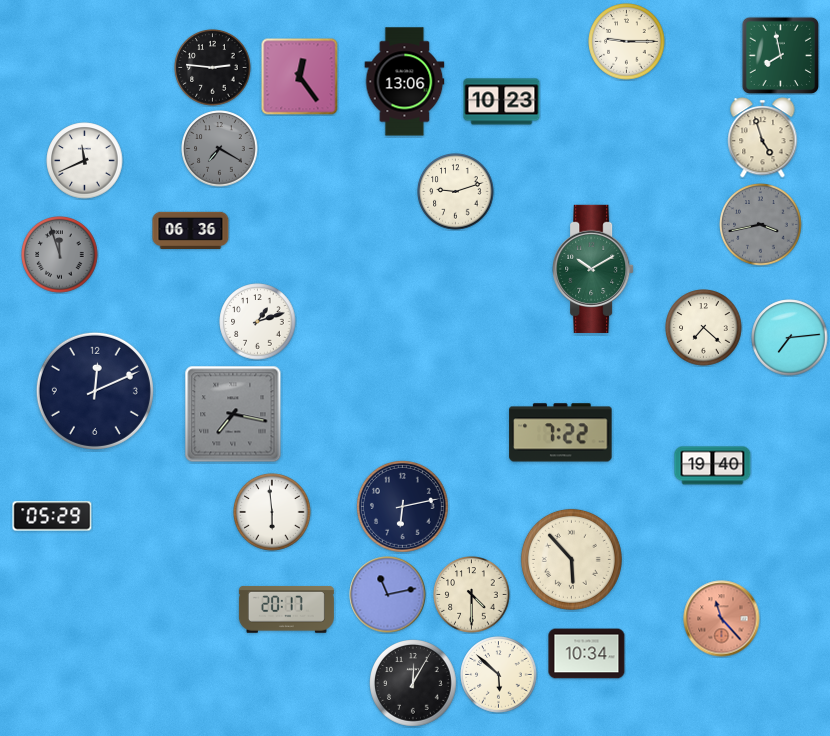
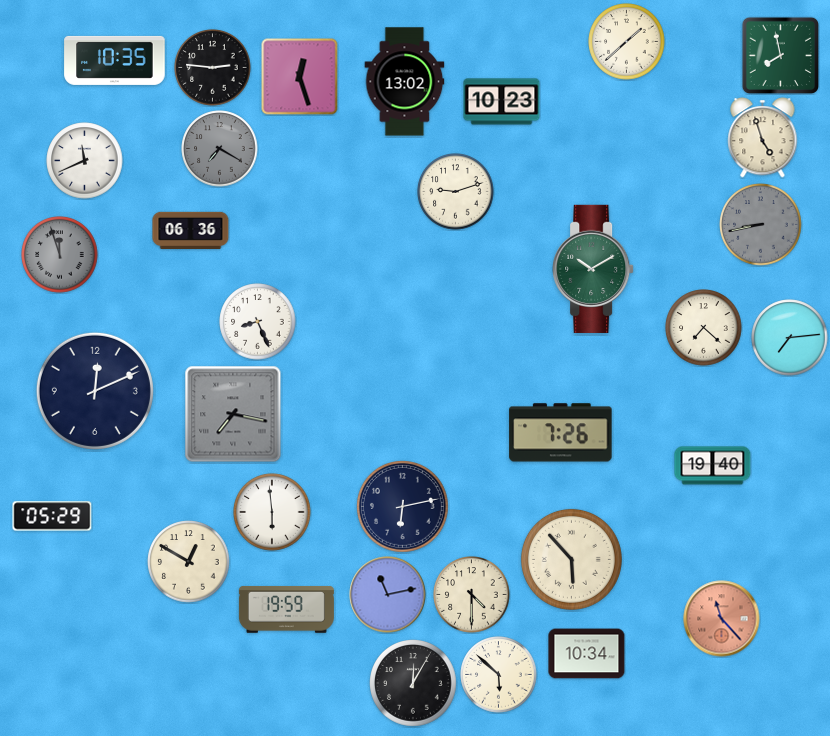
clock at (627, 42): 9:15 -> 1:38
clock at (115, 60): none -> 10:35
clock at (300, 77): 12:24 -> 12:27
clock at (405, 82): 13:06 -> 13:02
clock at (761, 225): 3:43 -> 8:43
clock at (258, 322): 1:12 -> 8:26
clock at (561, 433): 7:22 -> 7:26
clock at (189, 562): none -> 12:50
clock at (286, 610): 20:17 -> 19:59
